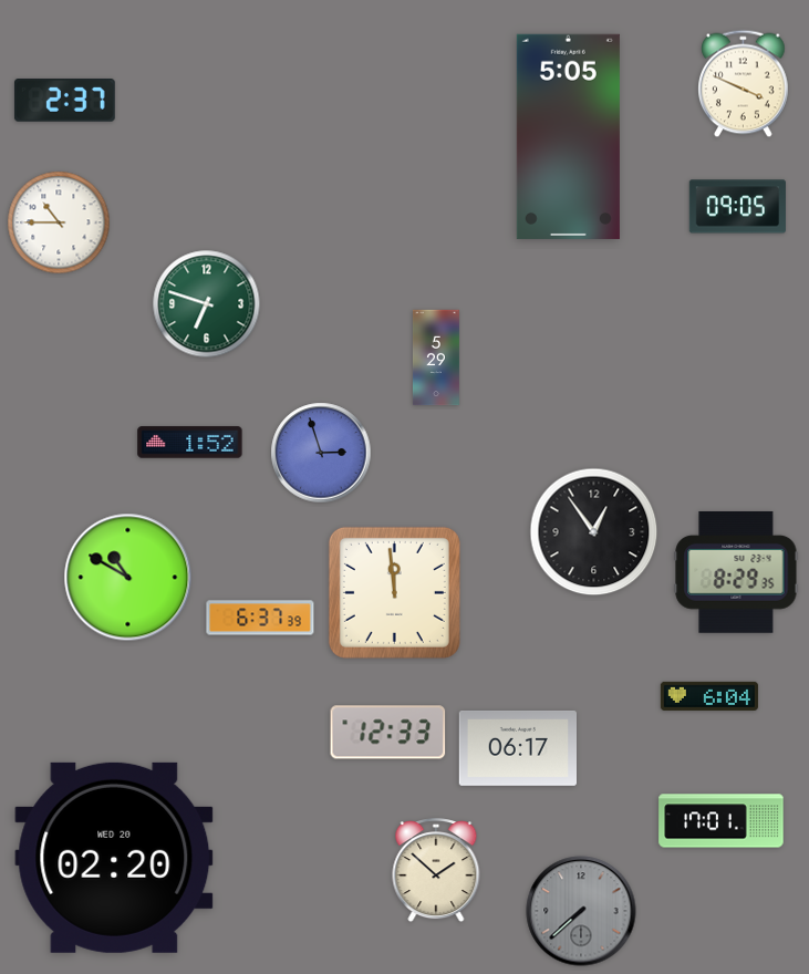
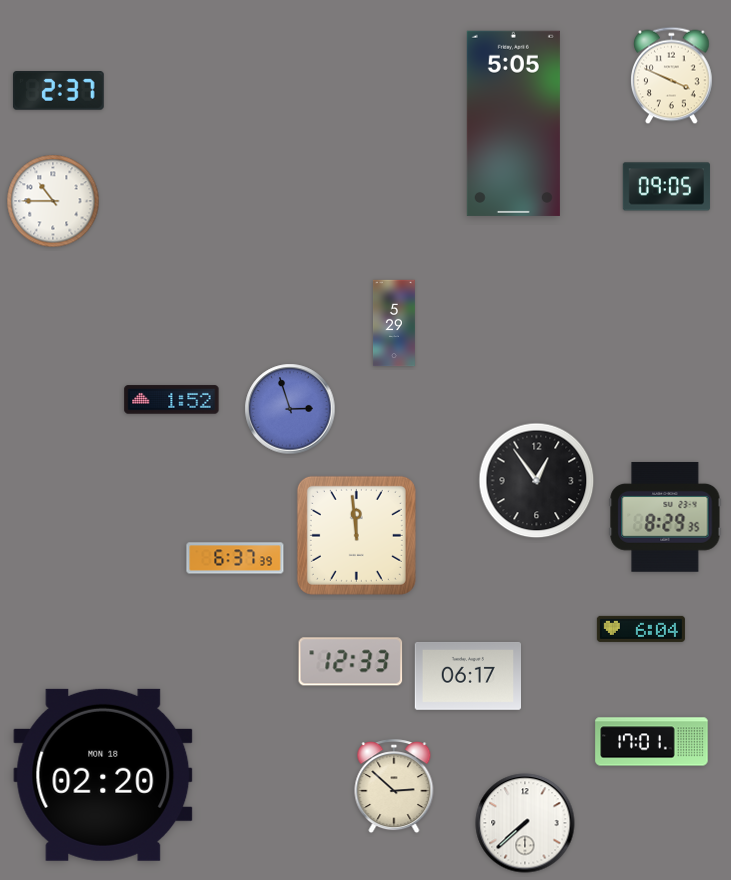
clock at (207, 304): 6:48 -> none
clock at (128, 578): 10:50 -> none
clock at (114, 858) date: WED 20 -> MON 18
clock at (436, 871): 1:52 -> 2:52
clock at (581, 911) dial: grey -> white
